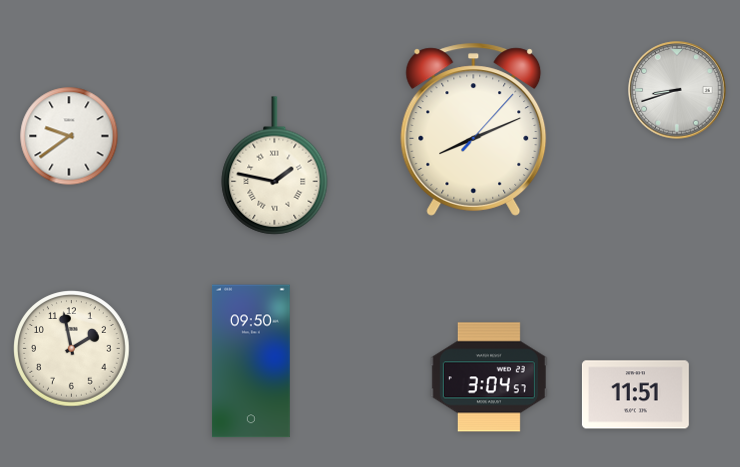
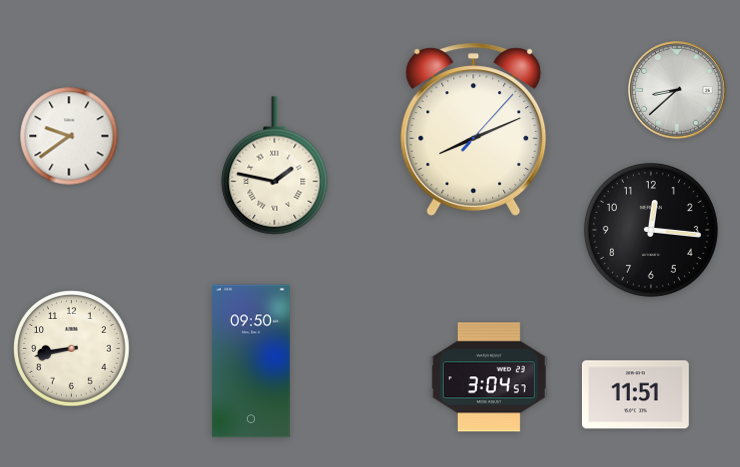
clock at (677, 90): 8:42 -> 8:38
clock at (651, 230): none -> 12:16
clock at (72, 349): 1:58 -> 8:43
